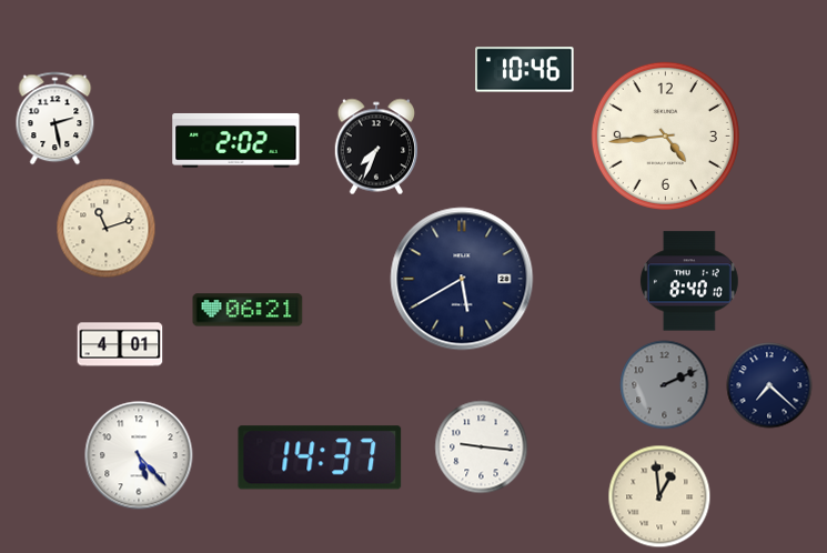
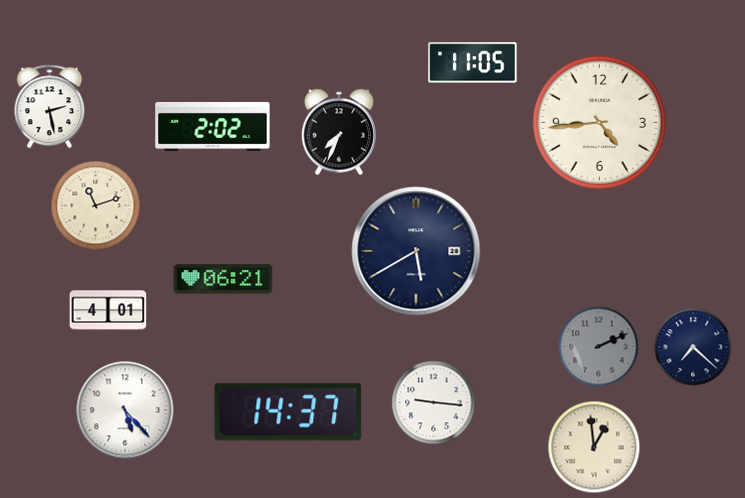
clock at (525, 70): 10:46 -> 11:05
clock at (689, 281): 8:40 -> none
